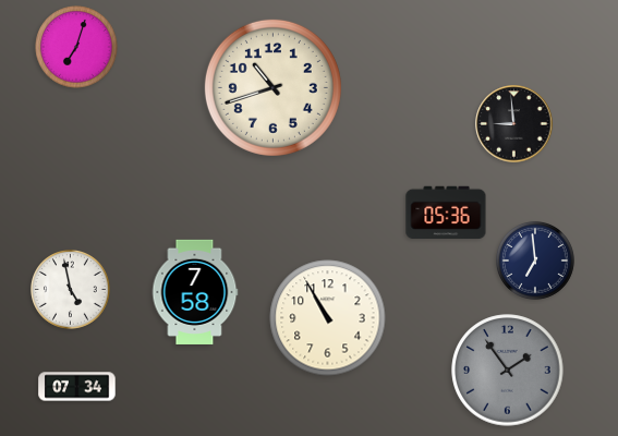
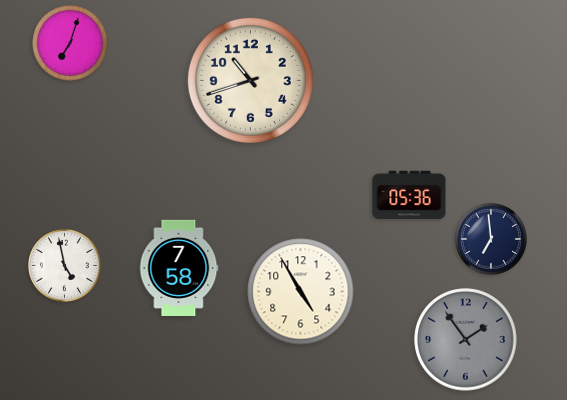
clock at (514, 124): 8:59 -> none
clock at (328, 318): 10:55 -> 4:55
clock at (77, 387): 07:34 -> none
